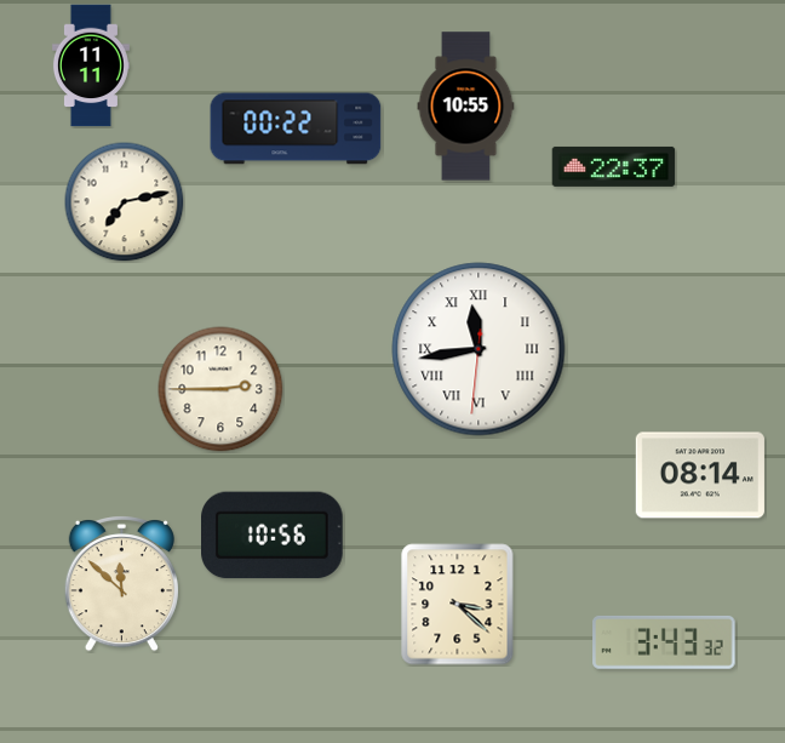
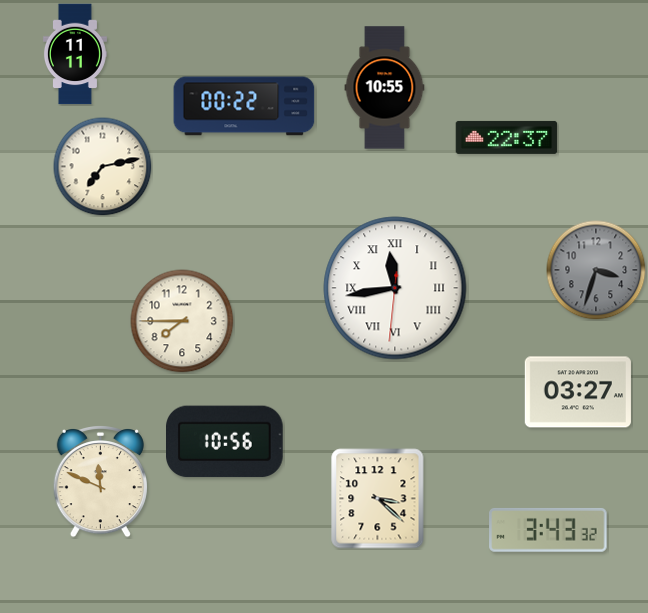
clock at (596, 270): none -> 3:33
clock at (220, 389): 2:45 -> 7:45
clock at (700, 475): 08:14 -> 03:27
clock at (121, 584): 11:52 -> 11:49
